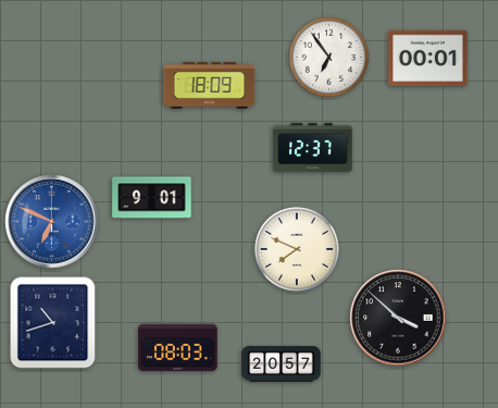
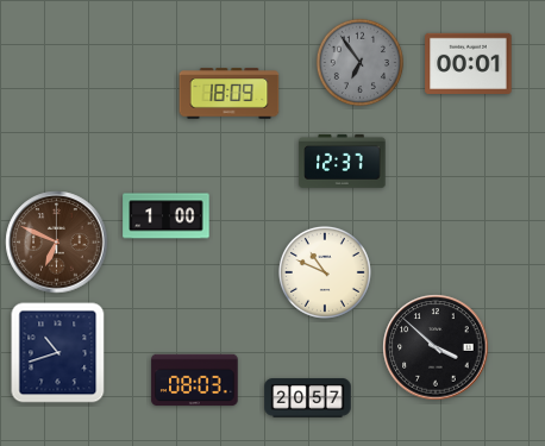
clock at (328, 57) dial: white -> grey
clock at (152, 198): 9:01 -> 1:00
clock at (52, 222) dial: blue -> brown
clock at (297, 249): 7:49 -> 10:49
